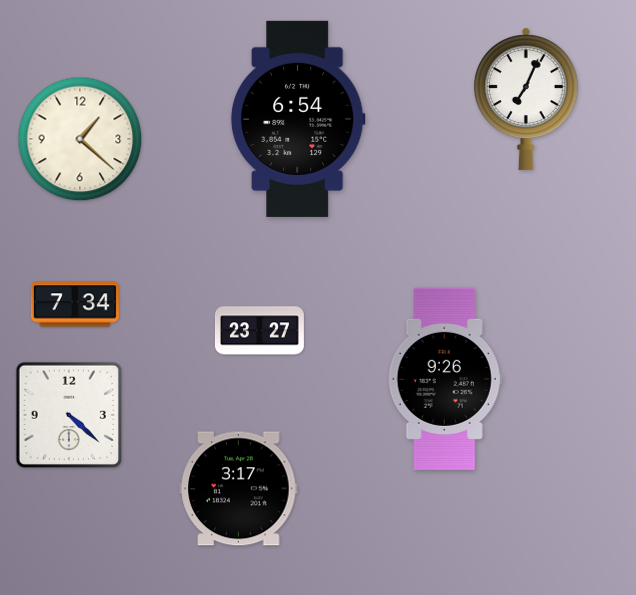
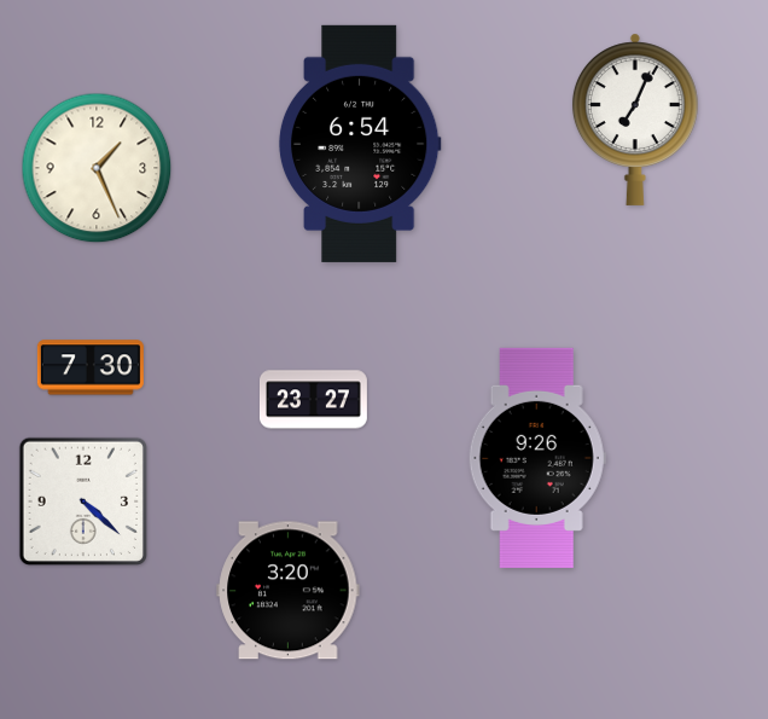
clock at (80, 139): 1:22 -> 1:26
clock at (75, 304): 7:34 -> 7:30
clock at (239, 489): 3:17 -> 3:20
